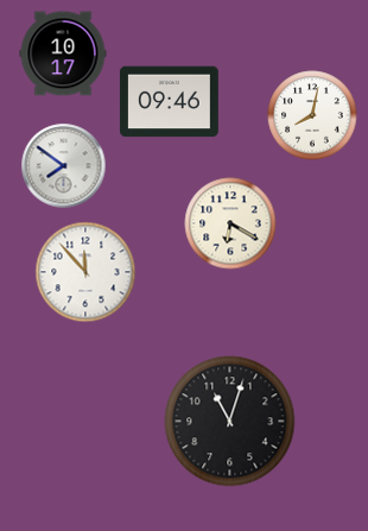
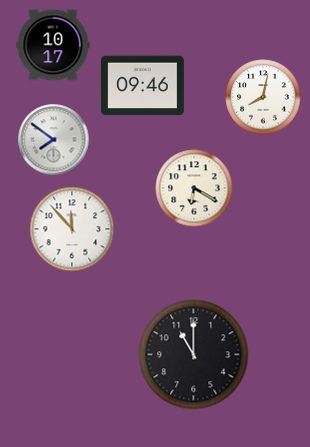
clock at (230, 422): 11:03 -> 11:00
